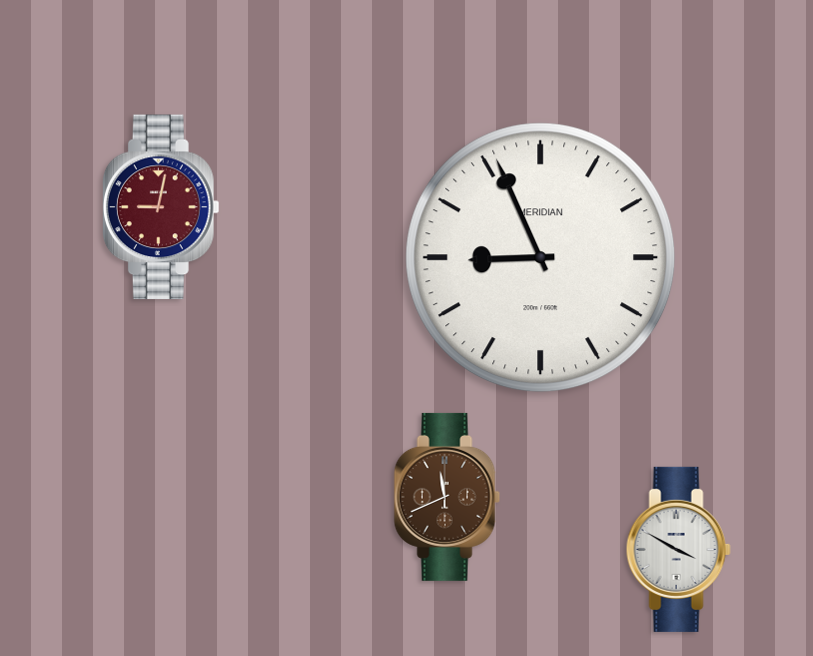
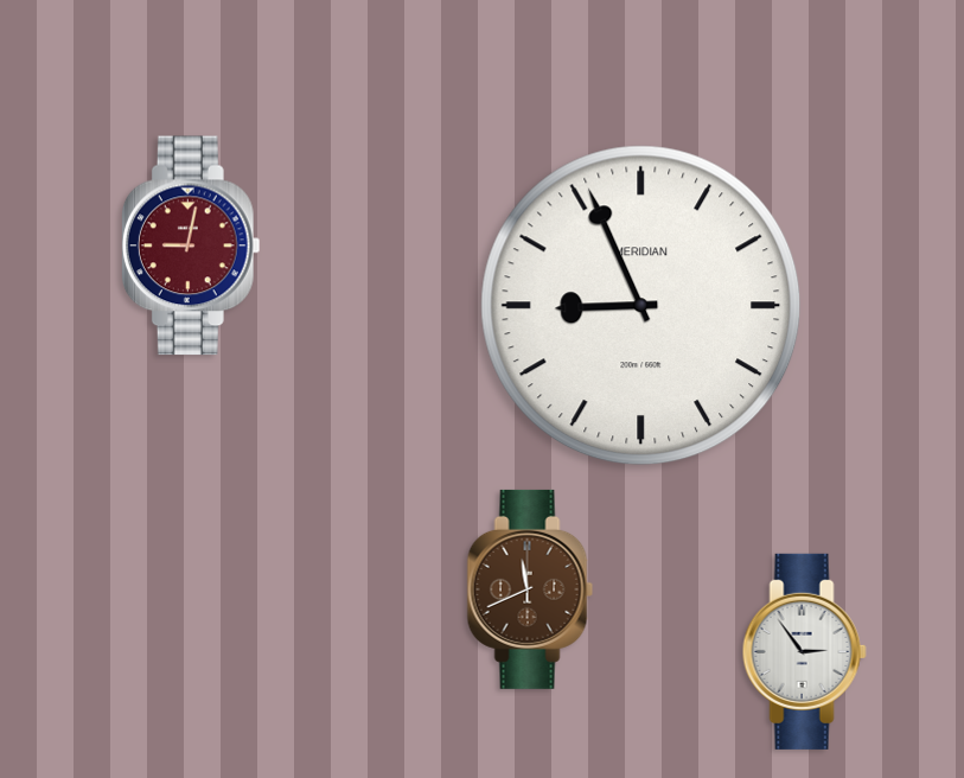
clock at (678, 549): 3:50 -> 2:54
